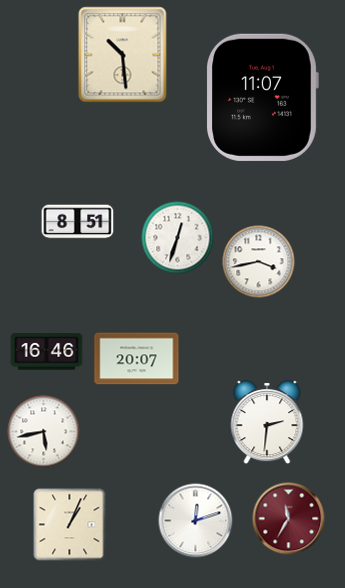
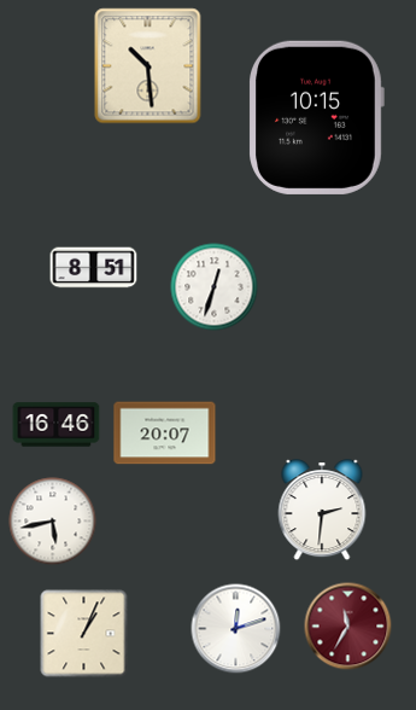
clock at (262, 97): 11:07 -> 10:15
clock at (259, 262): 3:43 -> none
